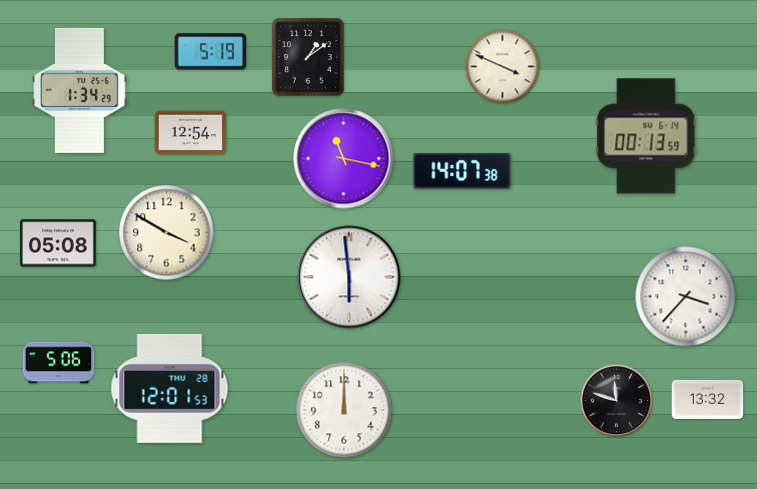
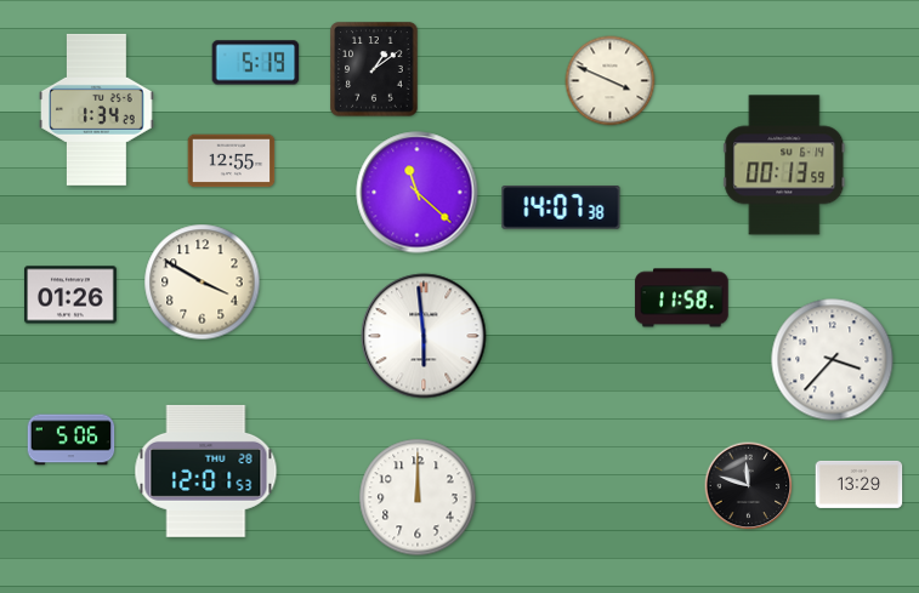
clock at (191, 133): 12:54 -> 12:55
clock at (344, 159): 11:17 -> 11:22
clock at (59, 243): 05:08 -> 01:26
clock at (682, 298): none -> 11:58
clock at (708, 399): 13:32 -> 13:29
